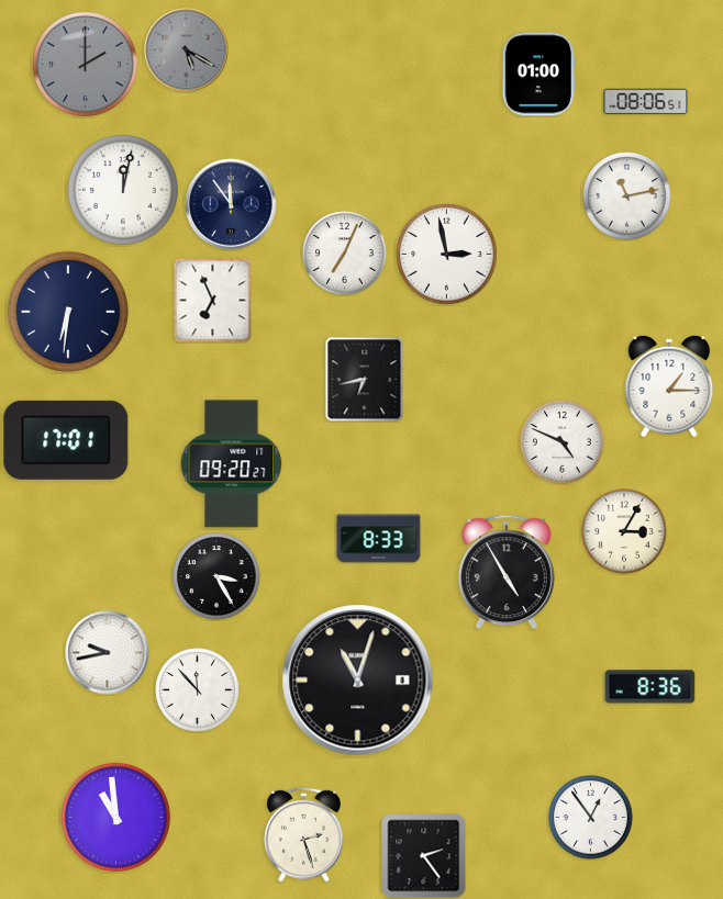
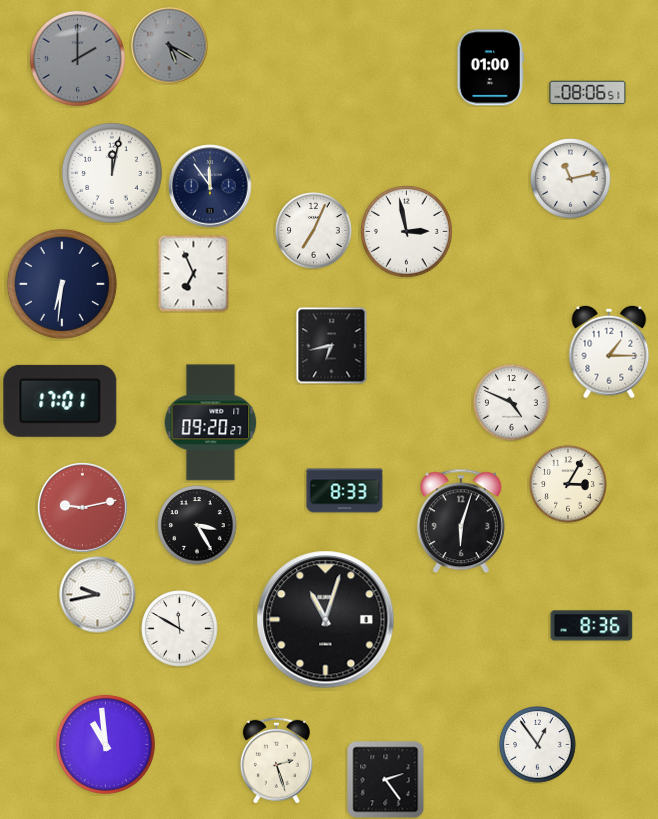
clock at (83, 508): none -> 9:13
clock at (507, 572): 4:55 -> 6:03
clock at (198, 690): 11:53 -> 11:50
